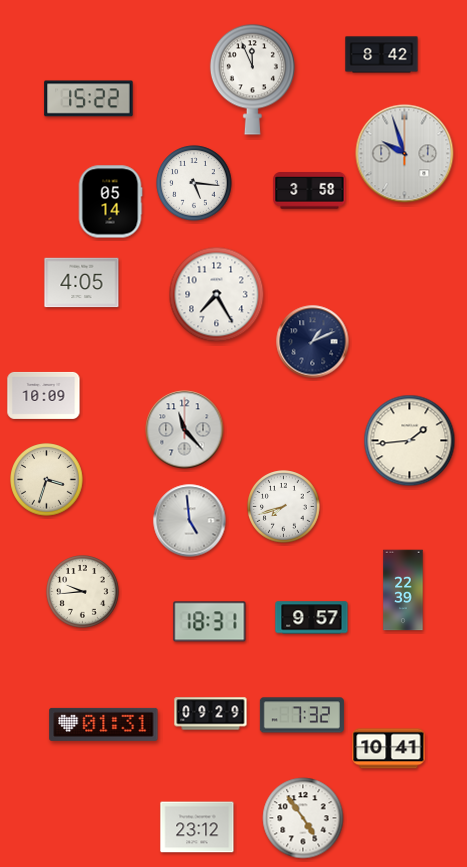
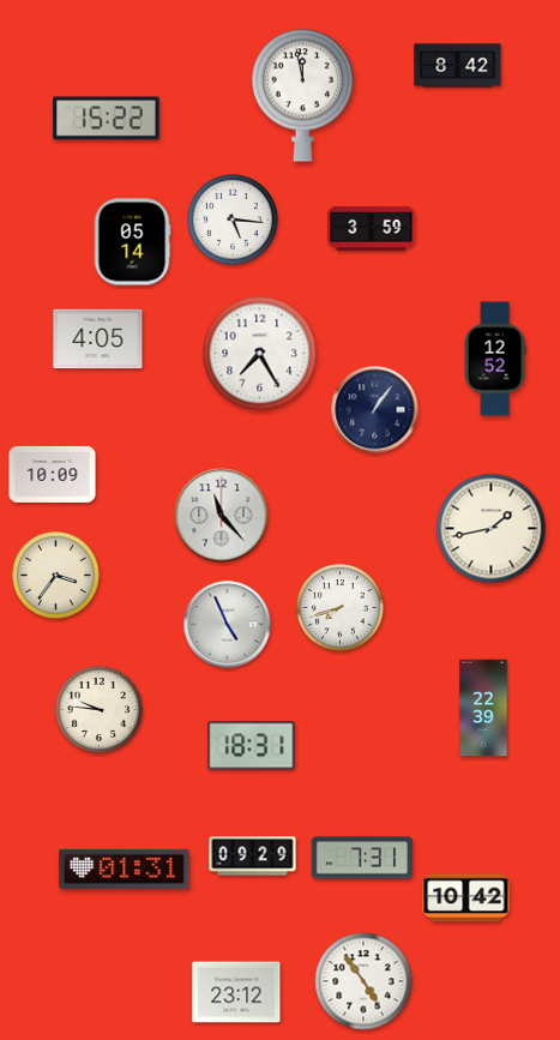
clock at (252, 79): 11:56 -> 11:58
clock at (405, 154): 9:57 -> none
clock at (310, 191): 3:58 -> 3:59
clock at (495, 359): none -> 12:52
clock at (313, 342): 1:11 -> 1:06
clock at (410, 441): 1:44 -> 1:43
clock at (47, 480): 3:33 -> 3:36
clock at (190, 521): 4:59 -> 4:56
clock at (83, 592): 9:44 -> 9:46
clock at (312, 618): 9:57 -> none
clock at (302, 715): 7:32 -> 7:31
clock at (389, 749): 10:41 -> 10:42
